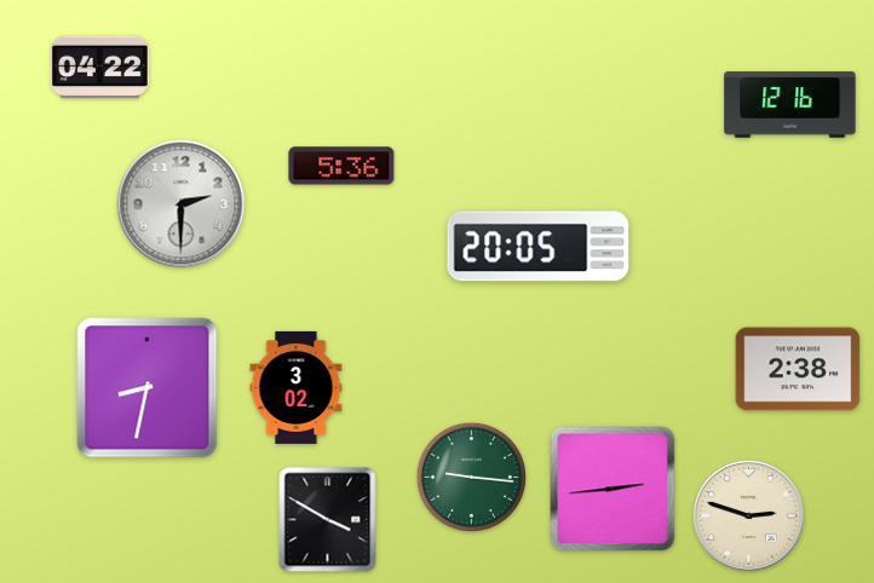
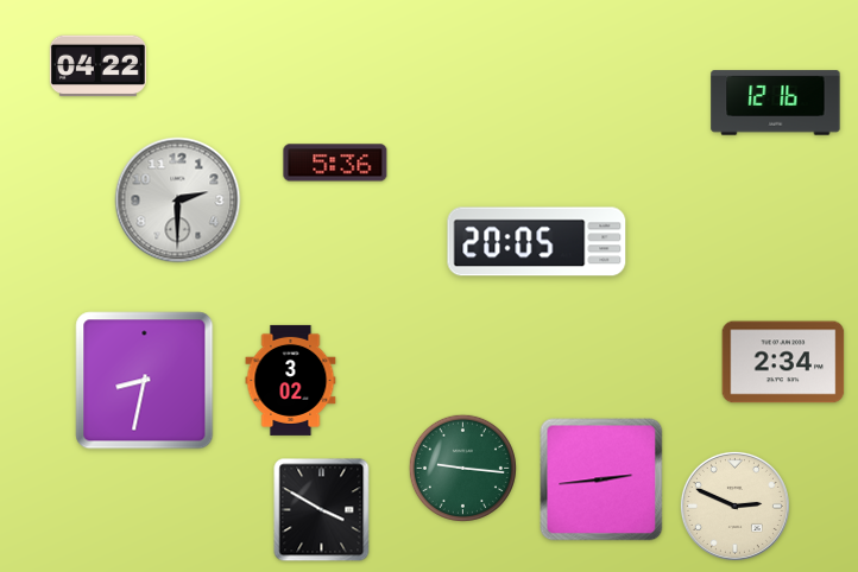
clock at (539, 247) position: (539, 247) -> (537, 242)
clock at (798, 369): 2:38 -> 2:34
clock at (748, 515): 2:48 -> 2:49
